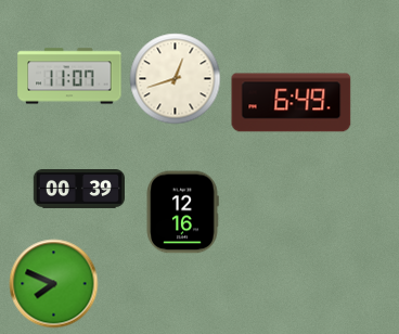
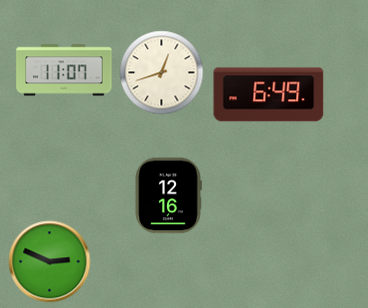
clock at (78, 190): 00:39 -> none
clock at (54, 284): 7:49 -> 2:49
